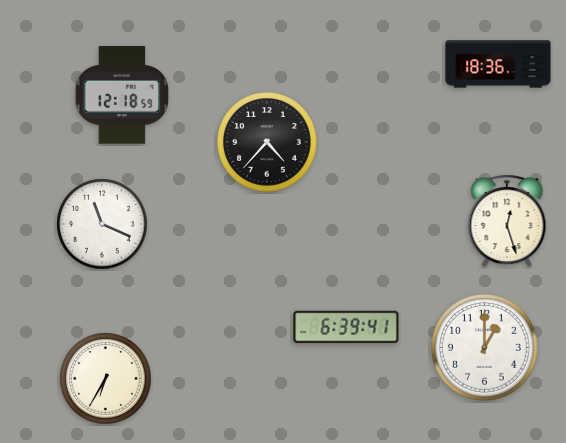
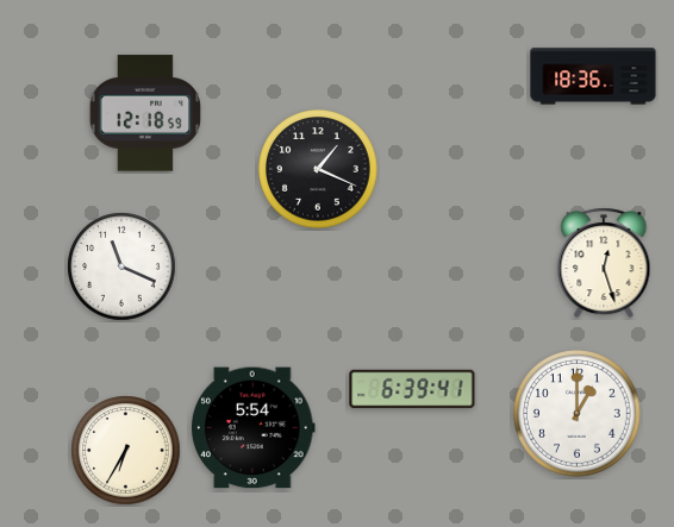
clock at (267, 142): 4:37 -> 1:19
clock at (254, 428): none -> 5:54
